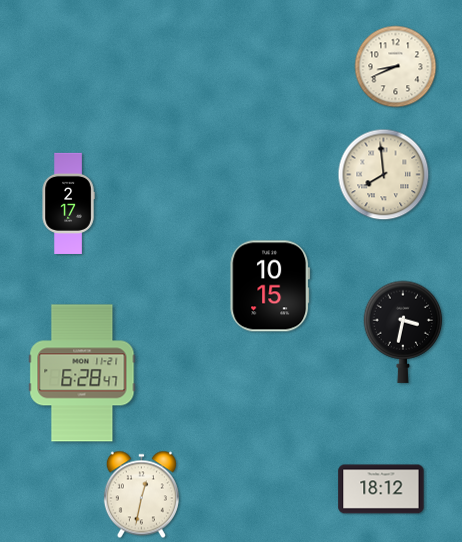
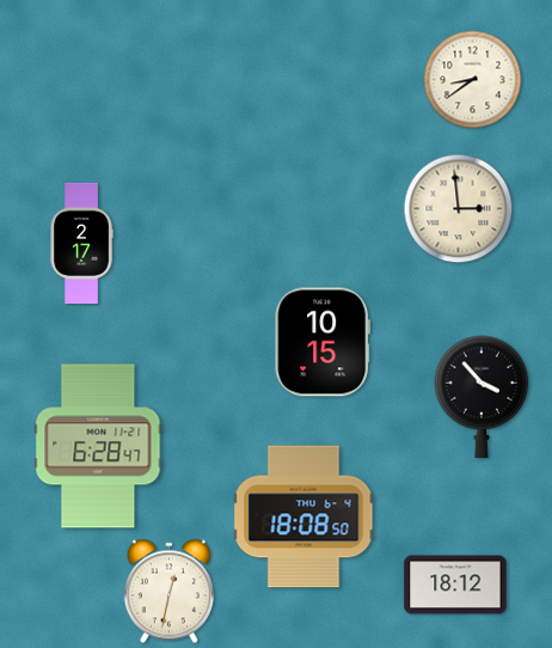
clock at (396, 67): 8:41 -> 8:39
clock at (384, 175): 7:59 -> 2:59
clock at (403, 332): 3:32 -> 3:53
clock at (303, 516): none -> 18:08
